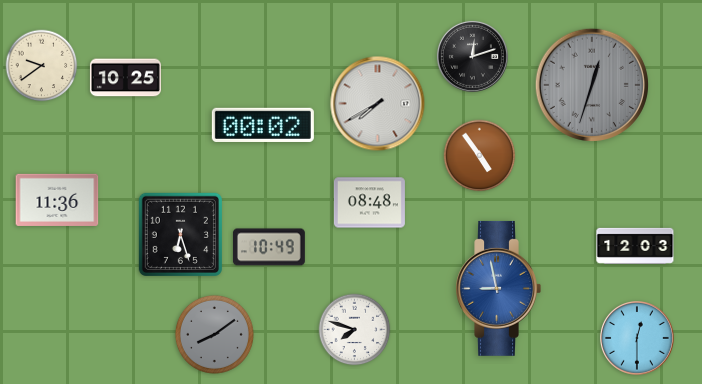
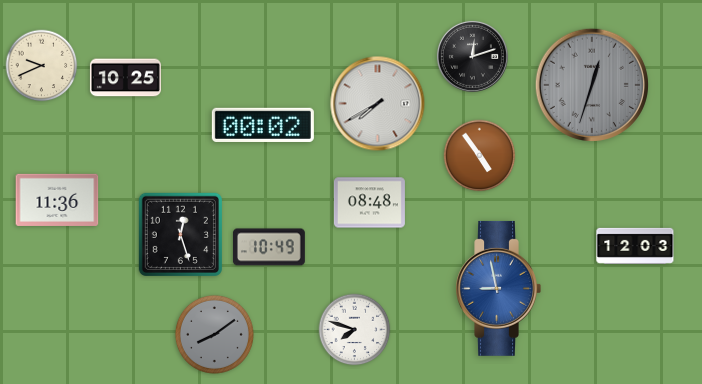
clock at (42, 66): 9:39 -> 9:41
clock at (180, 234): 6:27 -> 12:27
clock at (637, 338): 12:30 -> none
